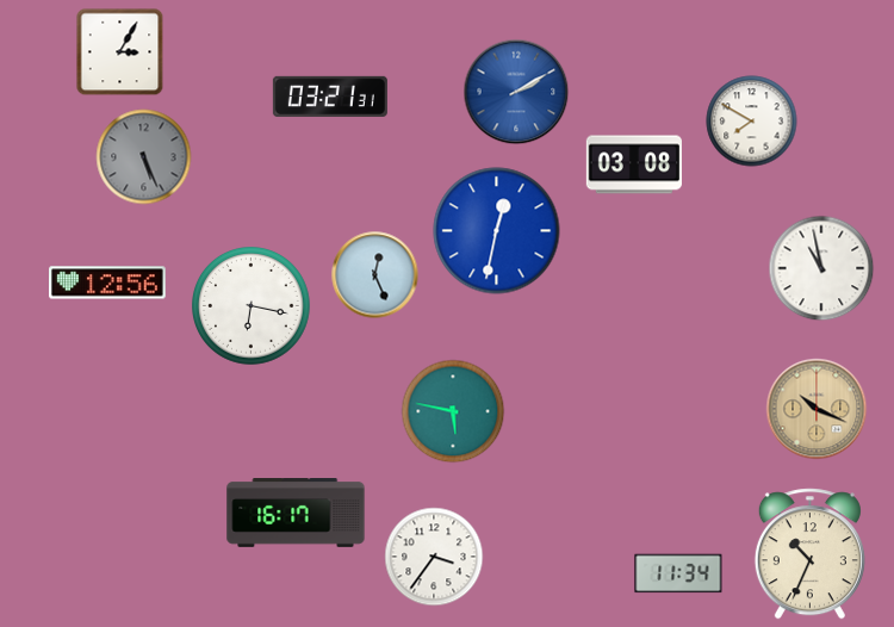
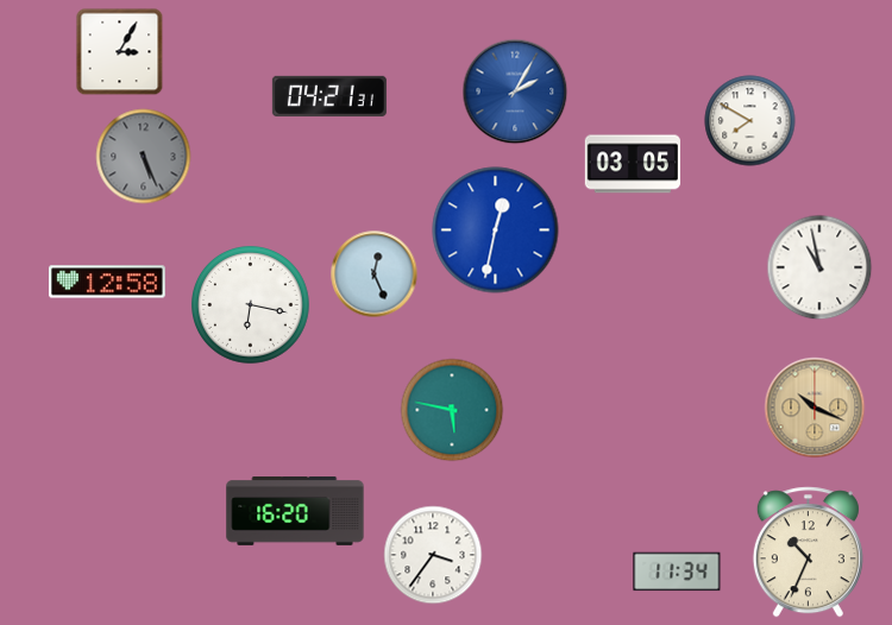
clock at (516, 92): 2:10 -> 2:05
clock at (330, 97): 03:21 -> 04:21
clock at (634, 164): 03:08 -> 03:05
clock at (108, 283): 12:56 -> 12:58
clock at (296, 514): 16:17 -> 16:20
